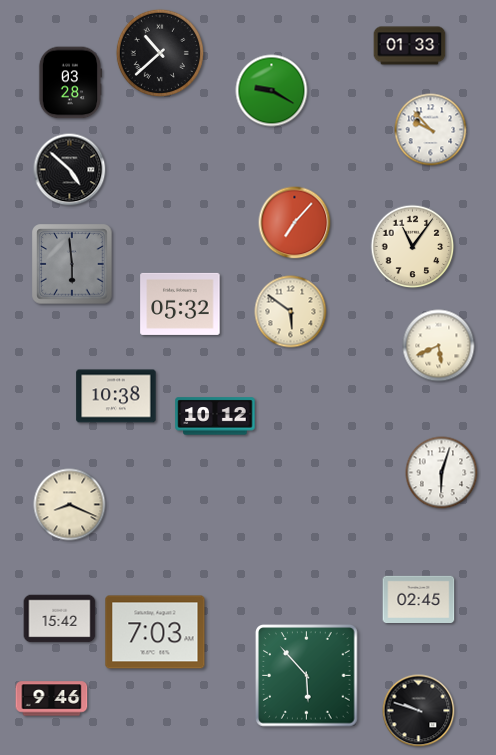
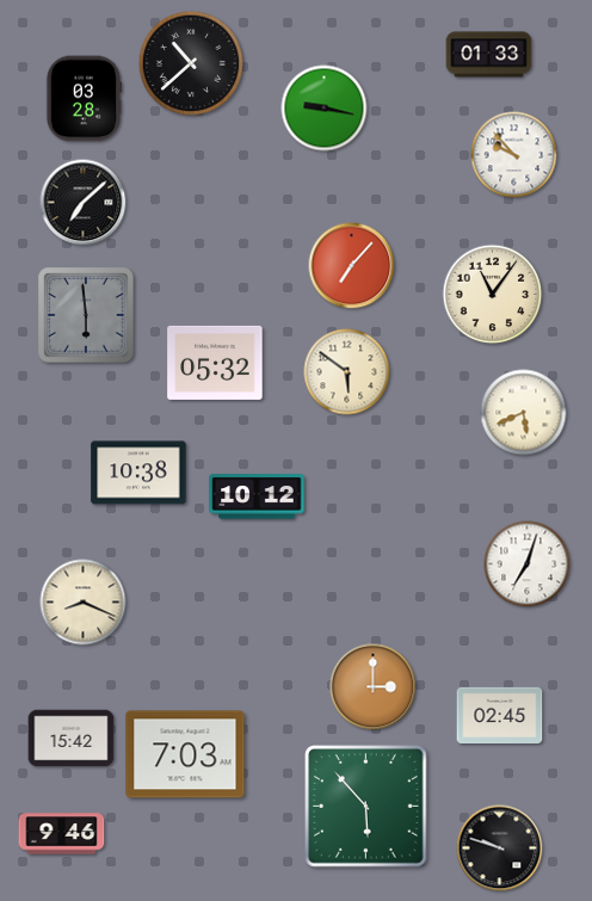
clock at (272, 91): 9:20 -> 9:17
clock at (70, 170): 4:52 -> 7:08
clock at (442, 473): 6:03 -> 7:03
clock at (374, 687): none -> 3:00
